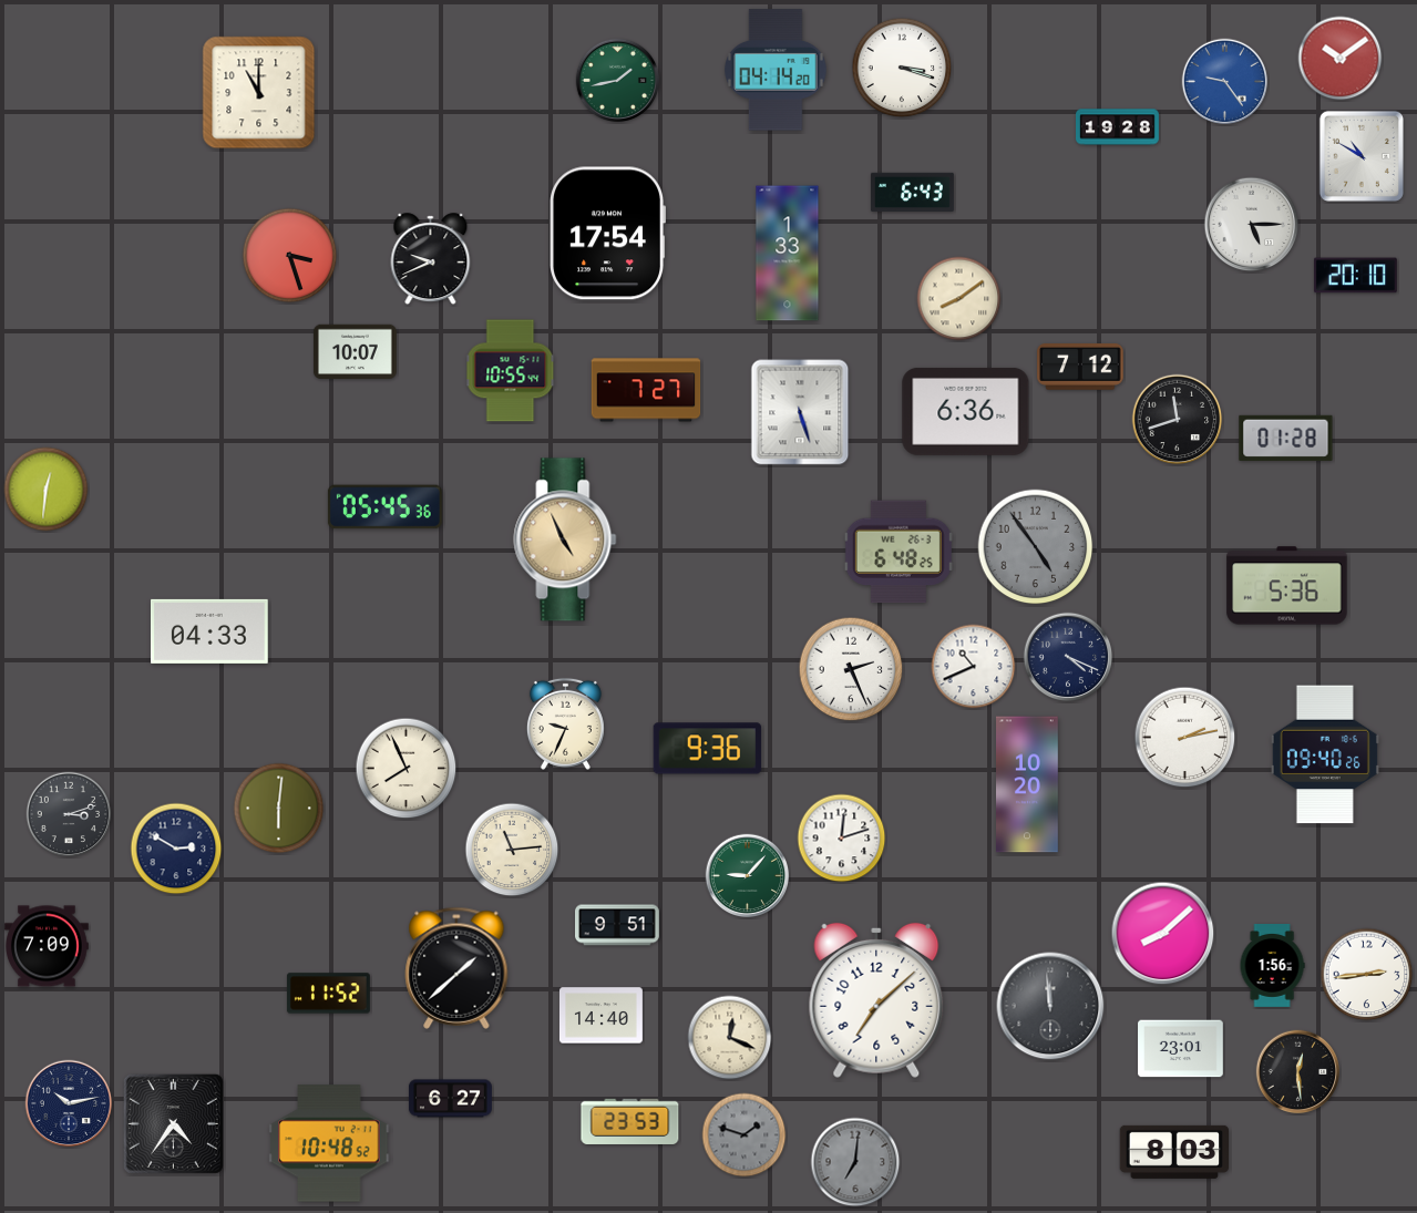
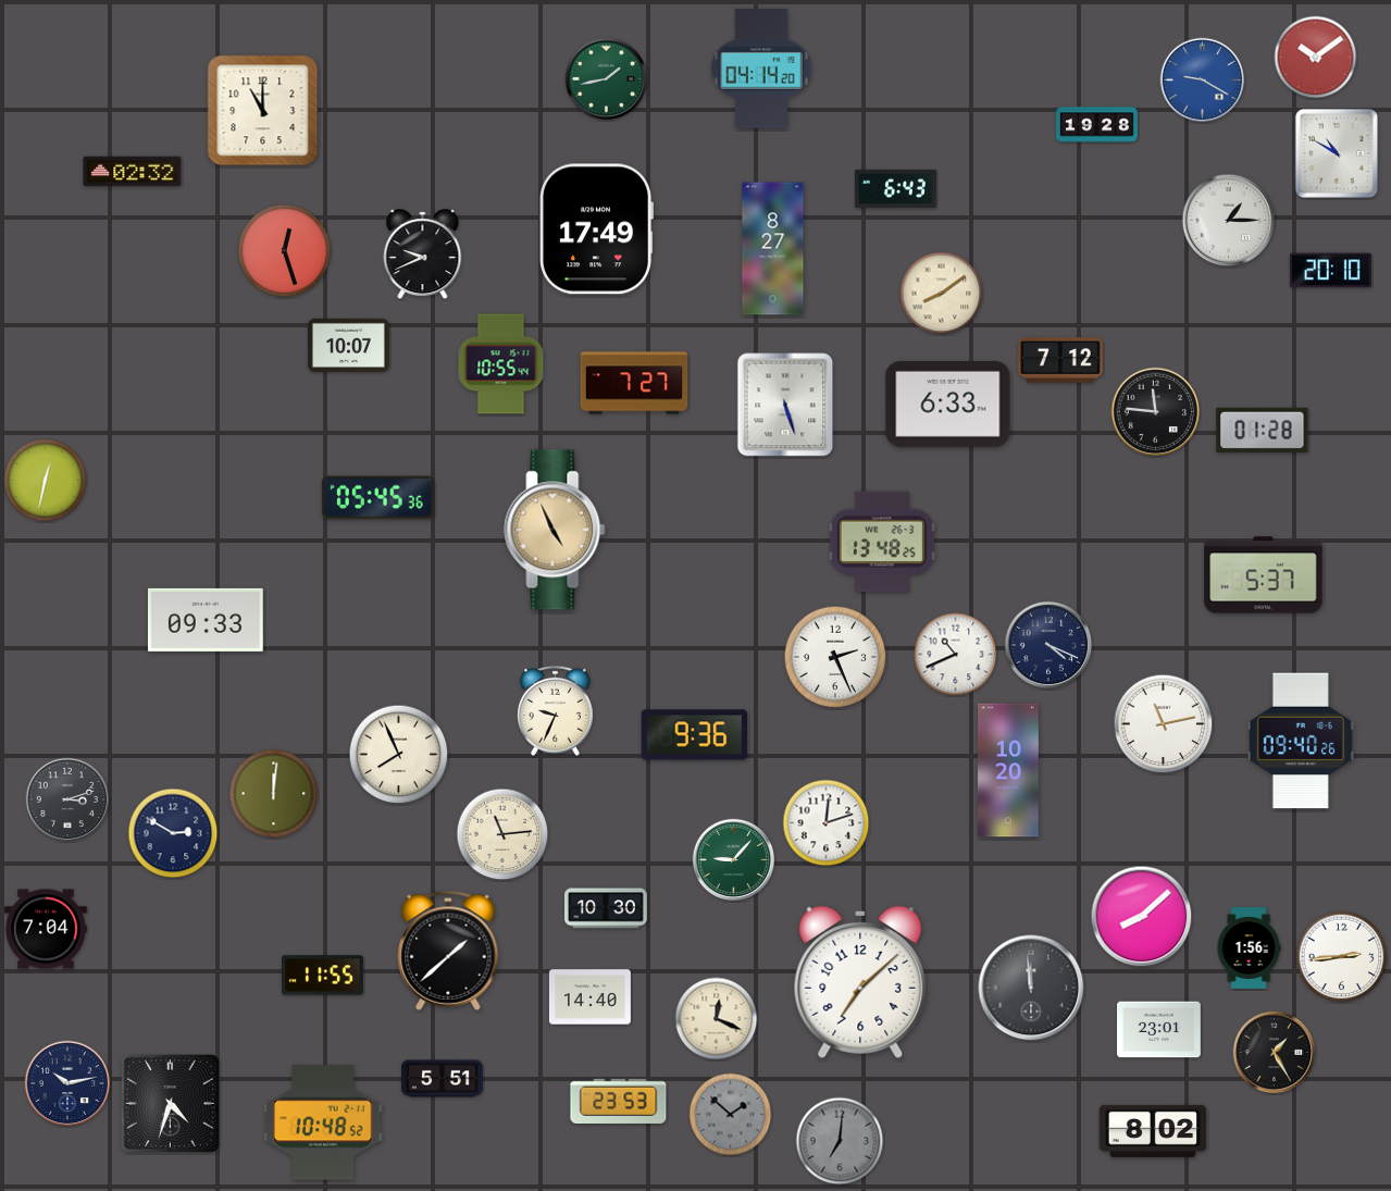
clock at (902, 68): 3:18 -> none
clock at (1225, 82): 9:24 -> 9:20
clock at (259, 93) position: (259, 93) -> (263, 111)
clock at (133, 172): none -> 02:32
clock at (1252, 225): 5:15 -> 1:15
clock at (607, 234): 17:54 -> 17:49
clock at (788, 254): 1:33 -> 8:27
clock at (290, 256): 3:27 -> 12:27
clock at (966, 411): 6:36 -> 6:33
clock at (1178, 420): 11:42 -> 11:46
clock at (47, 490): 12:31 -> 12:32
clock at (1036, 547): 4:54 -> none
clock at (899, 552): 6:48 -> 13:48
clock at (1287, 586): 5:36 -> 5:37
clock at (211, 631): 04:33 -> 09:33
clock at (1185, 738): 2:13 -> 11:13
clock at (279, 809): 6:01 -> 12:01
clock at (618, 925): 9:51 -> 10:30
clock at (48, 946): 7:09 -> 7:04
clock at (328, 994): 11:52 -> 11:55
clock at (1298, 1072): 12:29 -> 1:25
clock at (451, 1099): 6:27 -> 5:51
clock at (173, 1123): 4:36 -> 4:33
clock at (745, 1135): 1:48 -> 1:52
clock at (1174, 1152): 8:03 -> 8:02
